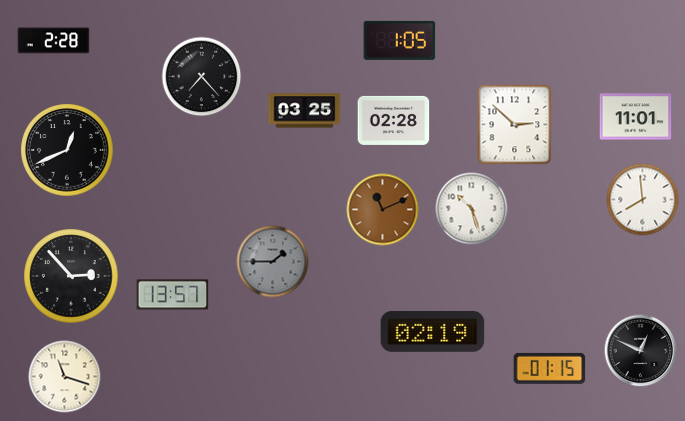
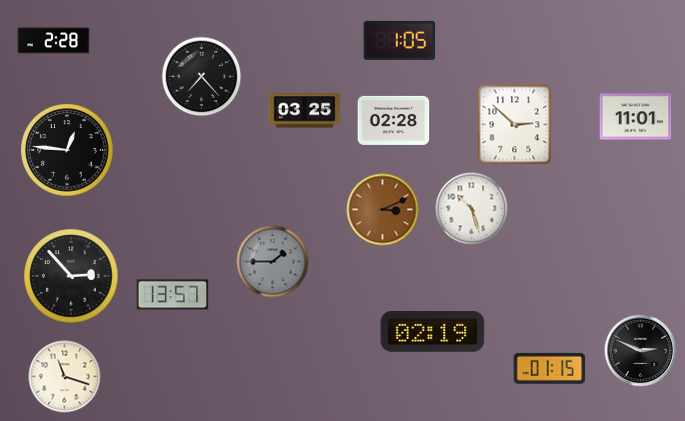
clock at (67, 150): 12:41 -> 12:46
clock at (643, 200): 7:59 -> none
clock at (383, 210): 11:11 -> 3:11
clock at (641, 351): 12:49 -> 2:49
